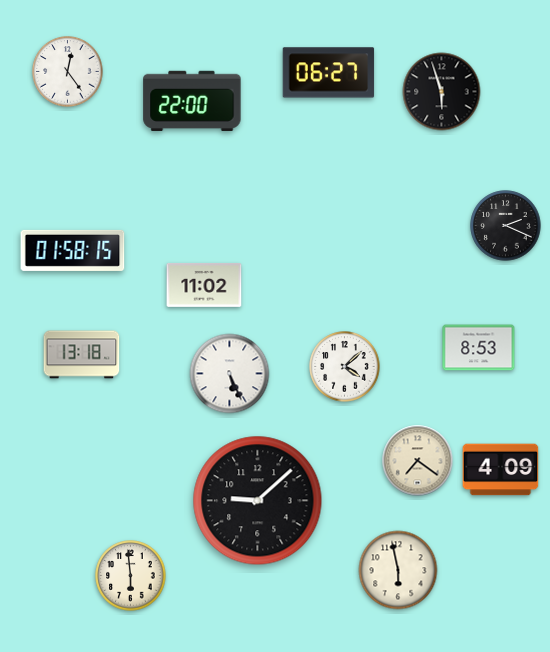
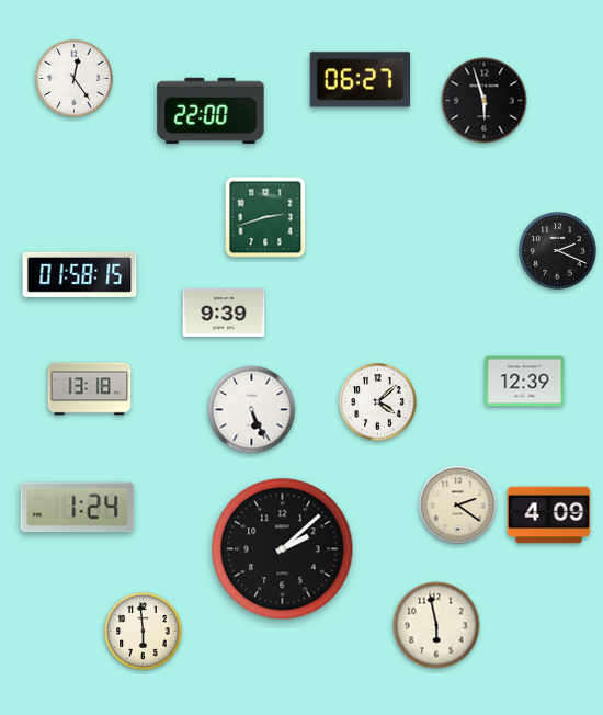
clock at (265, 217): none -> 2:42
clock at (506, 226) position: (506, 226) -> (558, 251)
clock at (204, 285): 11:02 -> 9:39
clock at (479, 348): 8:53 -> 12:39
clock at (418, 461): 7:21 -> 2:21
clock at (78, 508): none -> 1:24
clock at (258, 501): 9:08 -> 2:08
